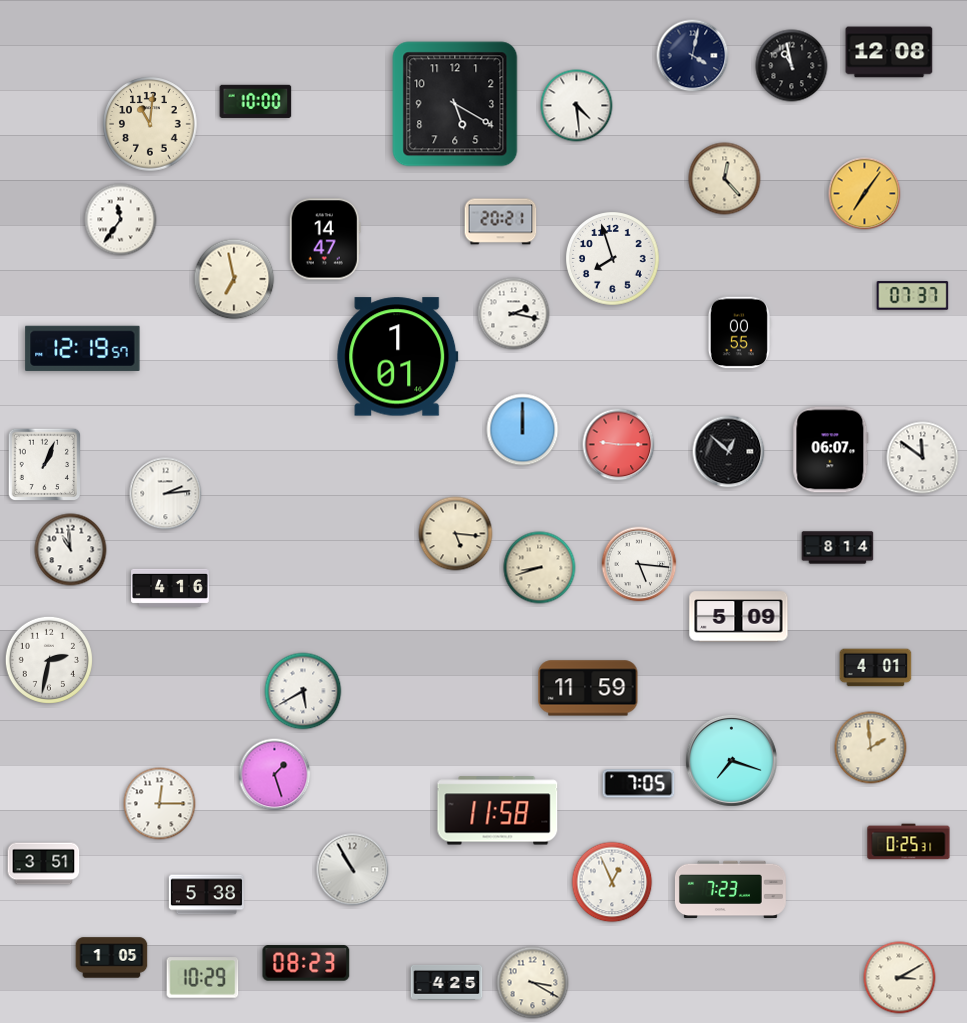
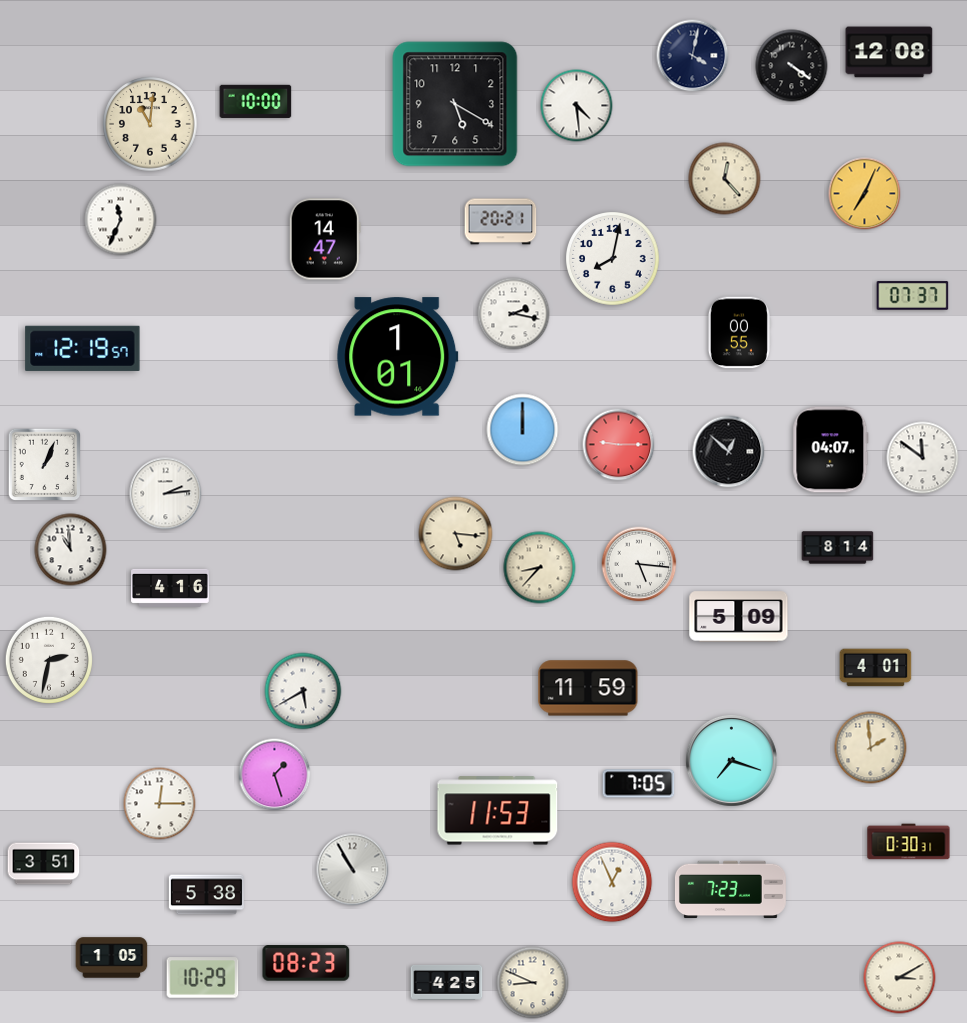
clock at (792, 66): 10:58 -> 4:21
clock at (865, 194): 7:06 -> 7:04
clock at (121, 220): 11:36 -> 11:34
clock at (613, 259): 7:57 -> 8:02
clock at (234, 279): 6:58 -> none
clock at (831, 450): 06:07 -> 04:07
clock at (540, 568): 8:42 -> 8:37
clock at (498, 811): 11:58 -> 11:53
clock at (909, 842): 0:25 -> 0:30
clock at (533, 983): 3:20 -> 8:49
